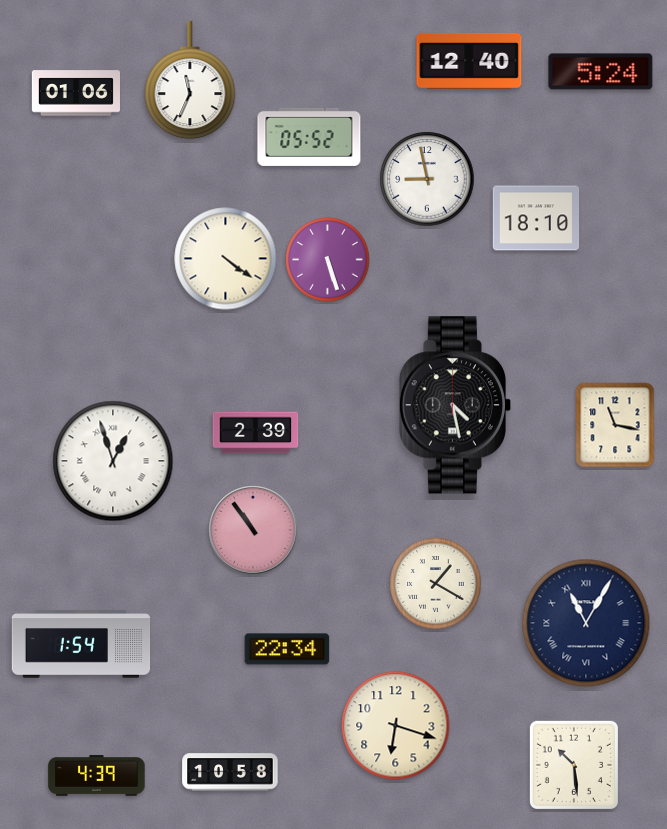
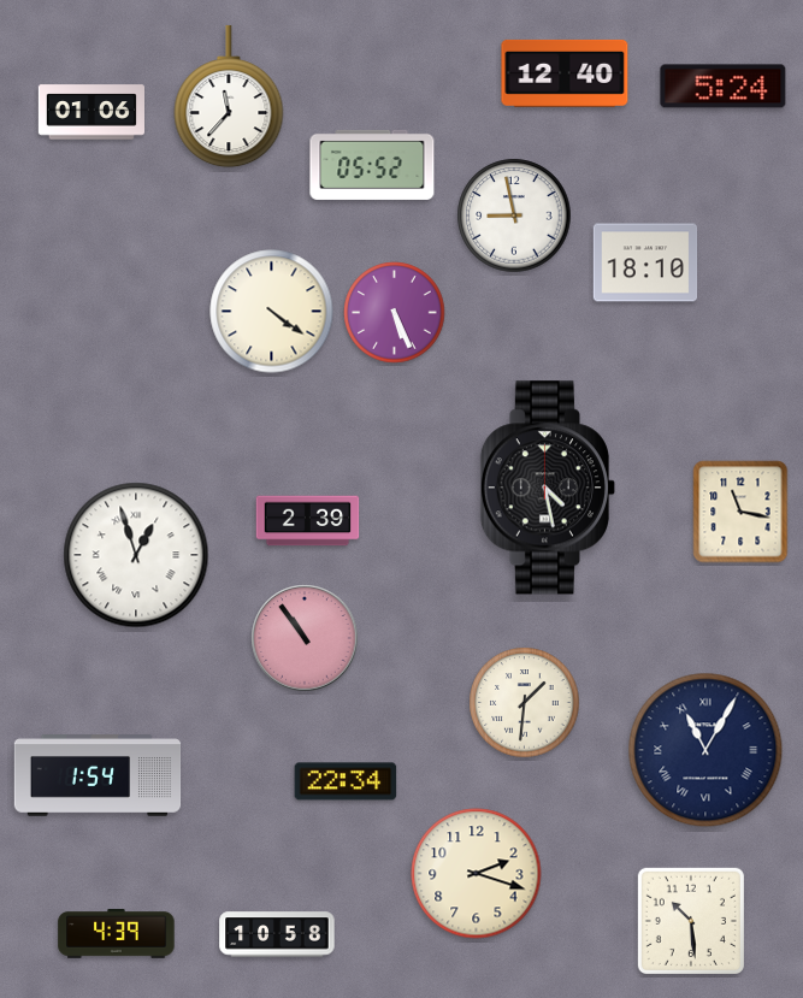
clock at (190, 80): 11:34 -> 11:37
clock at (328, 260): 5:27 -> 5:26
clock at (436, 584): 1:20 -> 1:31
clock at (396, 726): 6:18 -> 2:18
clock at (230, 772) position: (230, 772) -> (277, 934)
